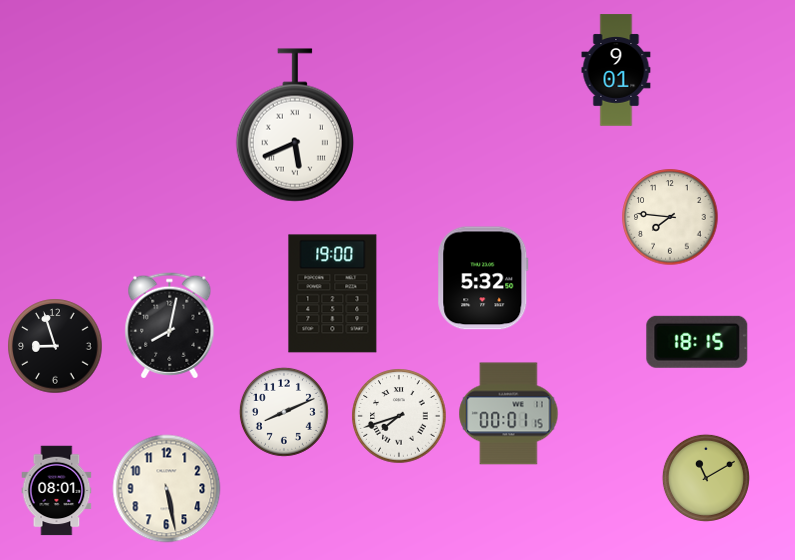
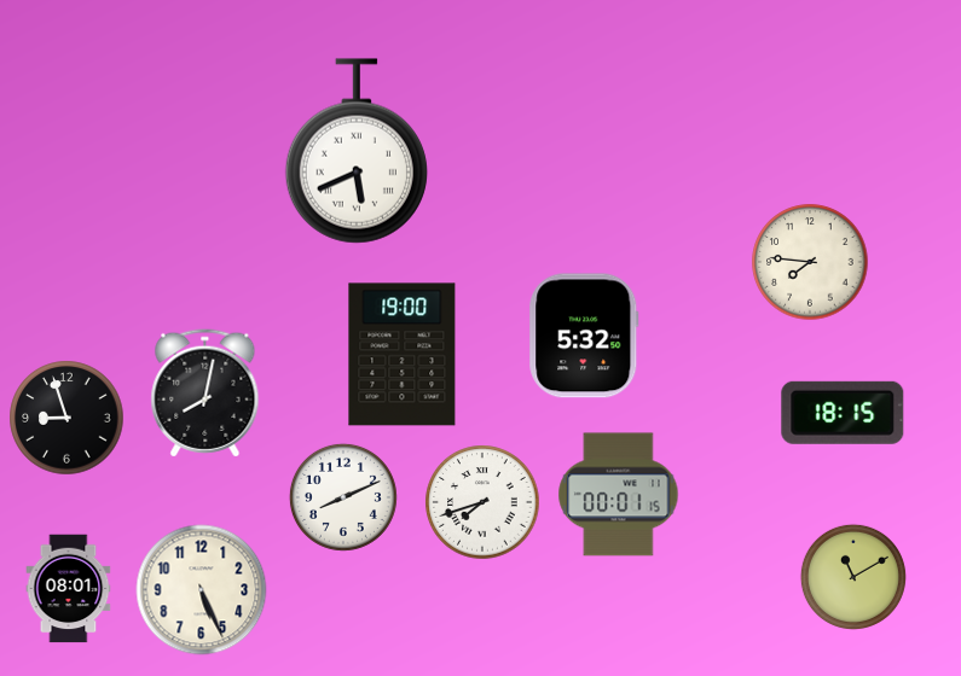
clock at (616, 70): 9:01 -> none
clock at (509, 414) position: (509, 414) -> (619, 495)
clock at (167, 489): 5:28 -> 5:26
clock at (57, 491) position: (57, 491) -> (69, 589)
